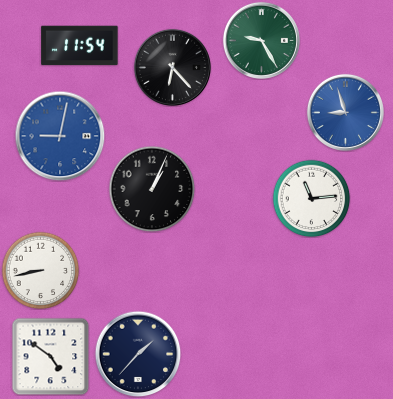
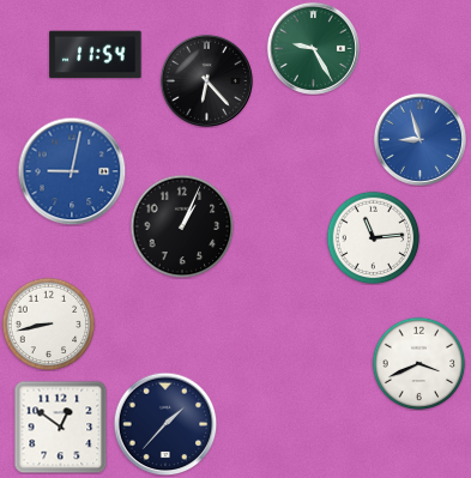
clock at (345, 112) position: (345, 112) -> (419, 139)
clock at (60, 136) position: (60, 136) -> (72, 171)
clock at (418, 363): none -> 3:41
clock at (50, 356): 4:51 -> 12:51
